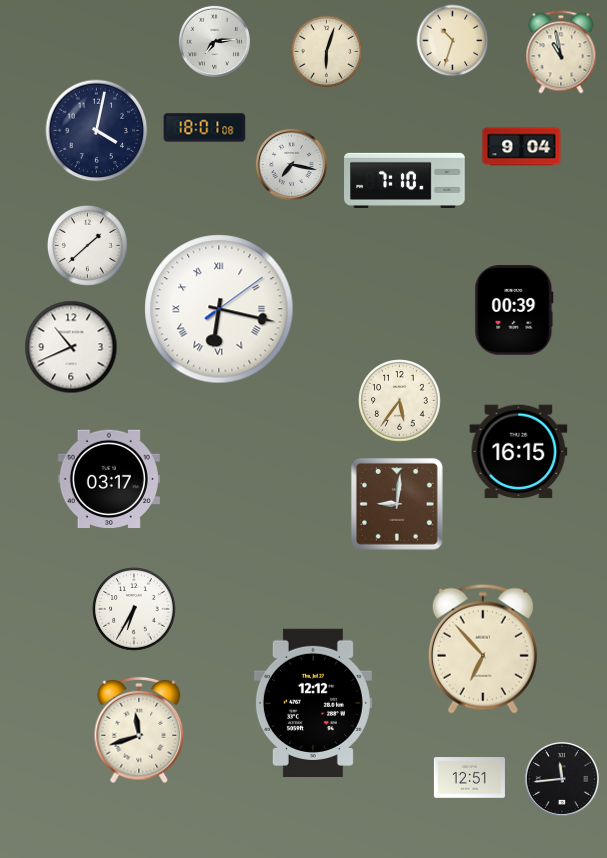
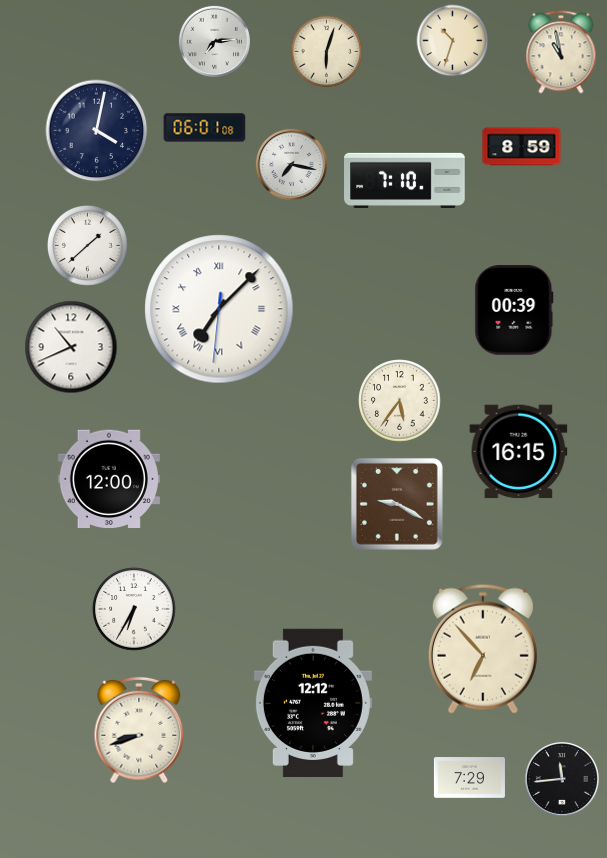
clock at (205, 128): 18:01 -> 06:01
clock at (522, 147): 9:04 -> 8:59
clock at (219, 309): 6:17 -> 7:07
clock at (109, 479): 03:17 -> 12:00
clock at (397, 504): 9:01 -> 9:20
clock at (139, 730): 11:42 -> 8:42
clock at (469, 778): 12:51 -> 7:29
